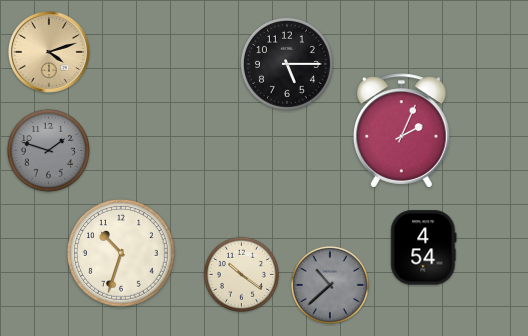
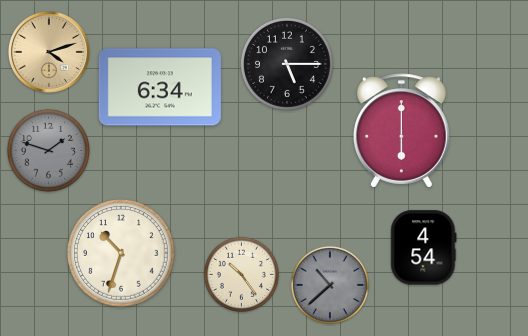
clock at (160, 87): none -> 6:34
clock at (401, 131): 2:04 -> 6:00
clock at (241, 274): 10:21 -> 10:24
